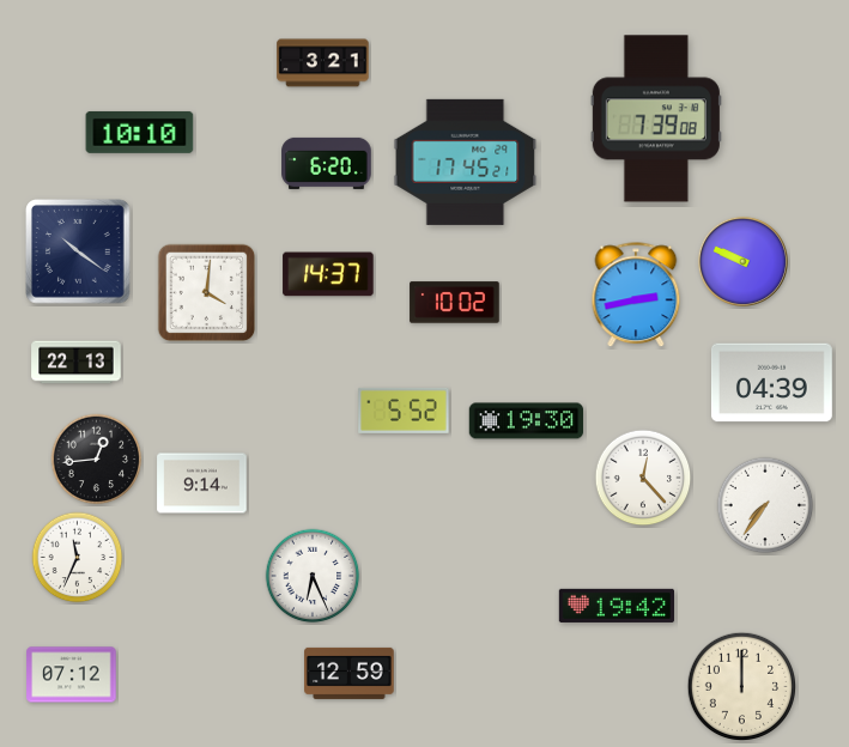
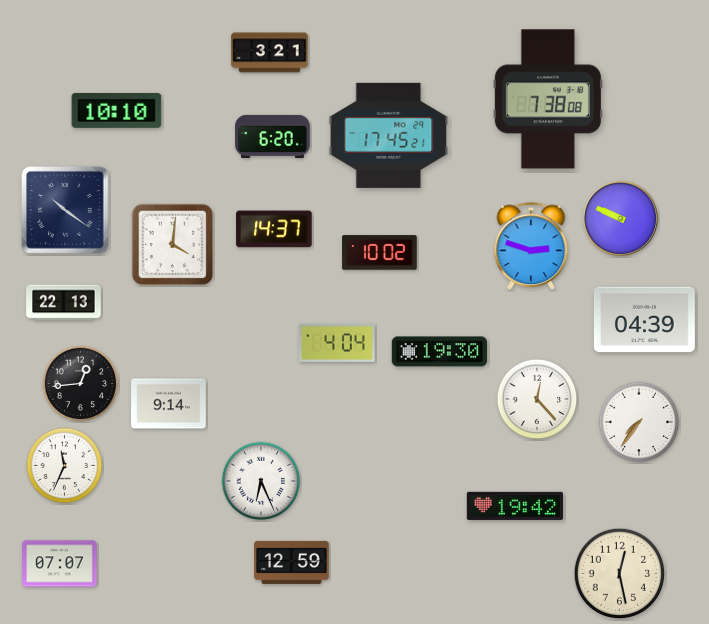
clock at (656, 119): 7:39 -> 7:38
clock at (636, 296): 2:43 -> 2:48
clock at (404, 411): 5:52 -> 4:04
clock at (72, 675): 07:12 -> 07:07
clock at (742, 687): 12:00 -> 12:28
